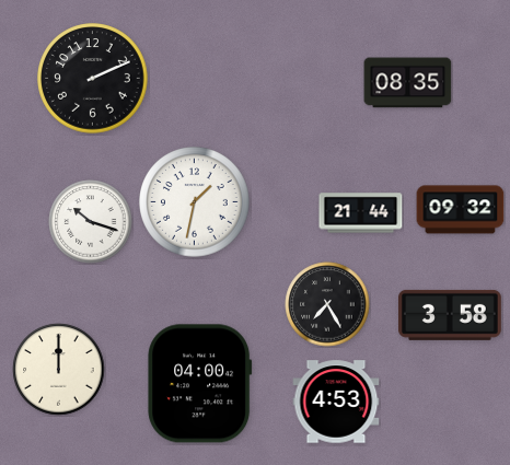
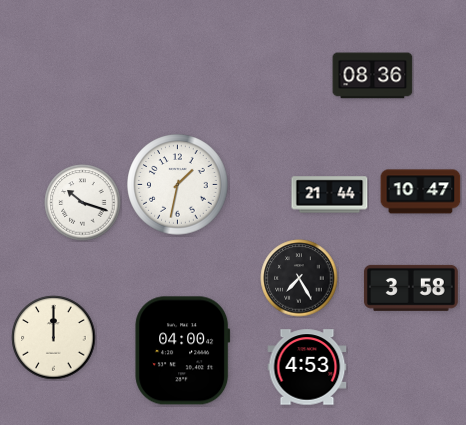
clock at (93, 79): 2:11 -> none
clock at (408, 83): 08:35 -> 08:36
clock at (461, 210): 09:32 -> 10:47
